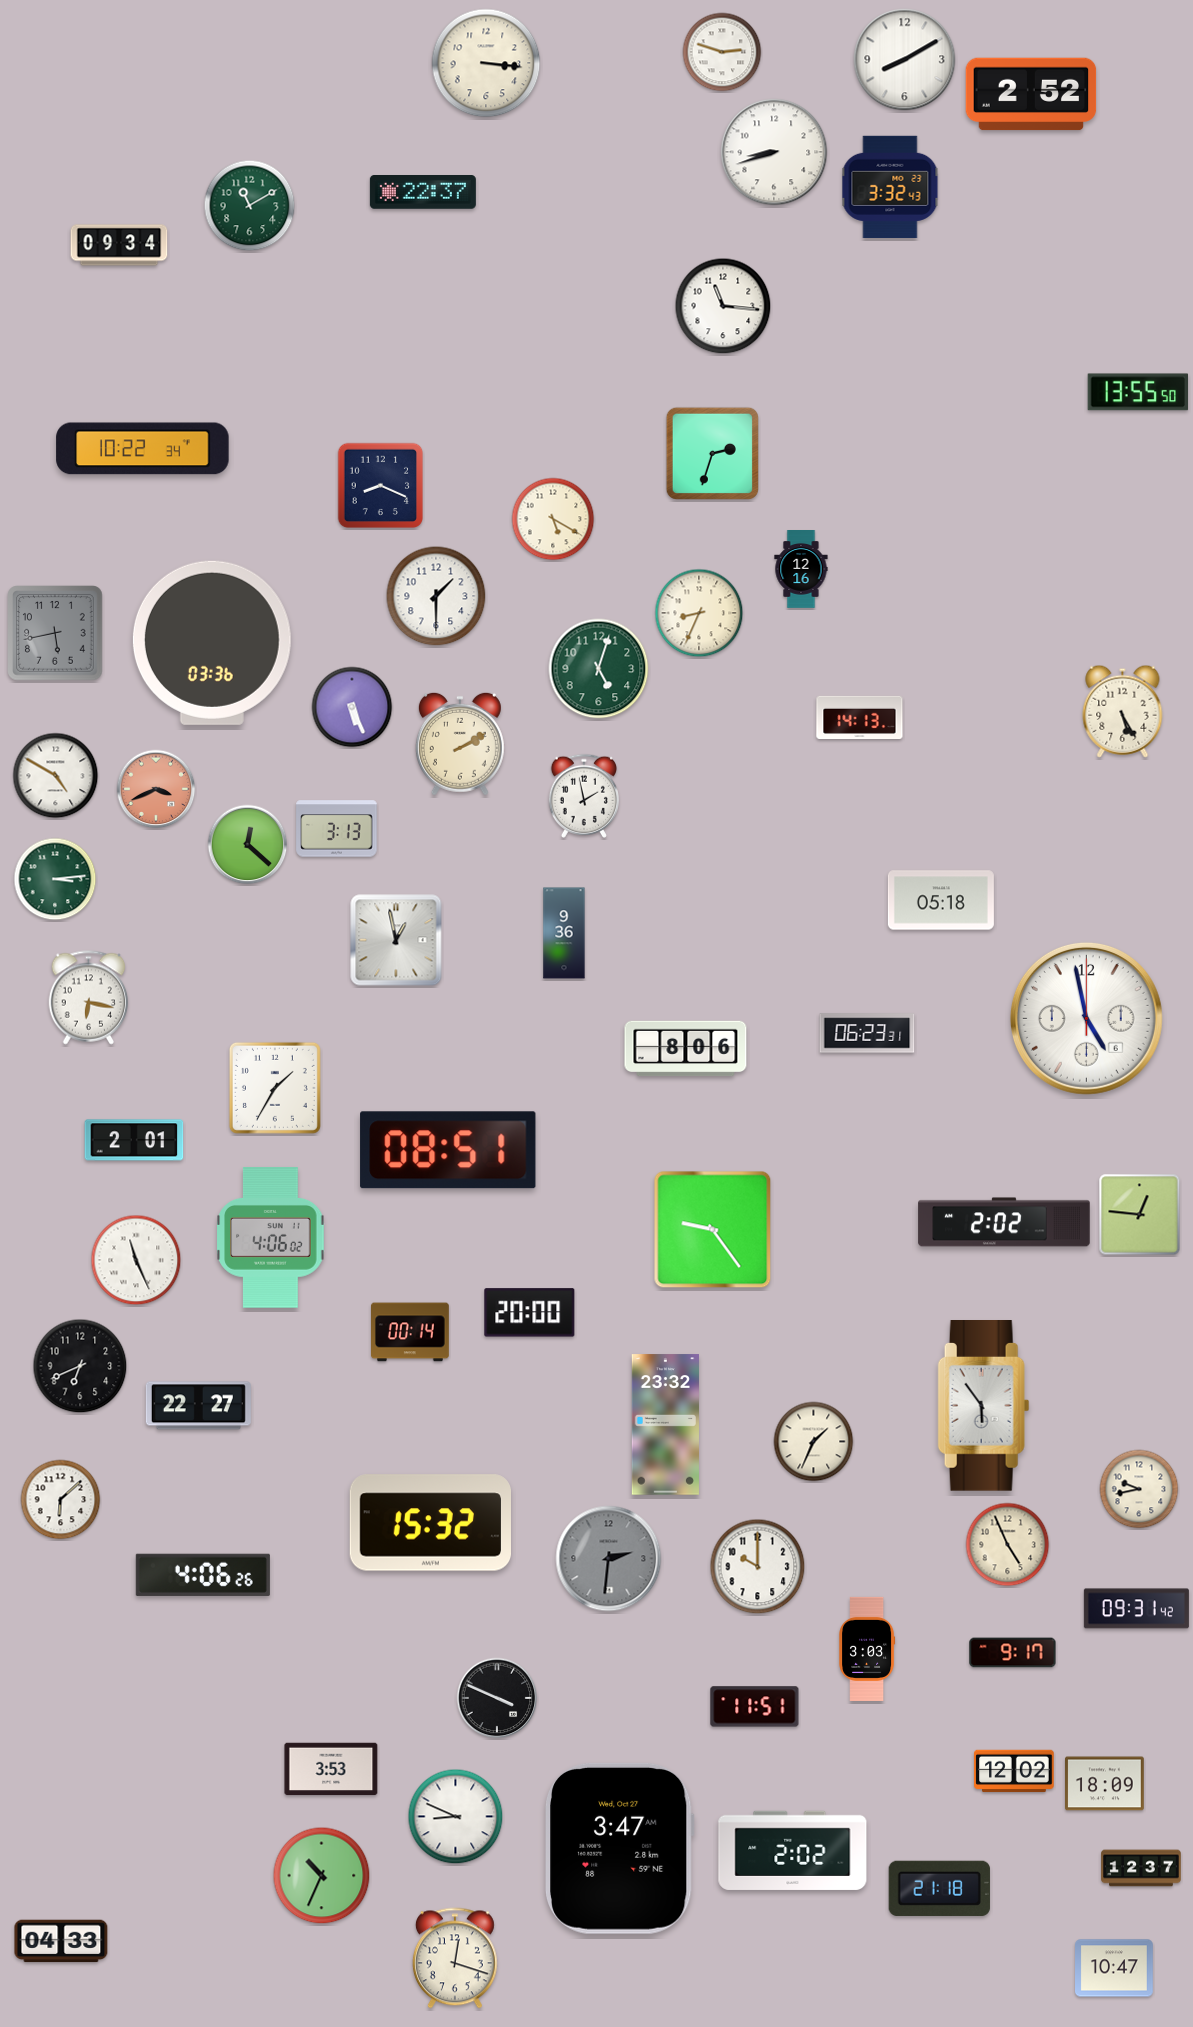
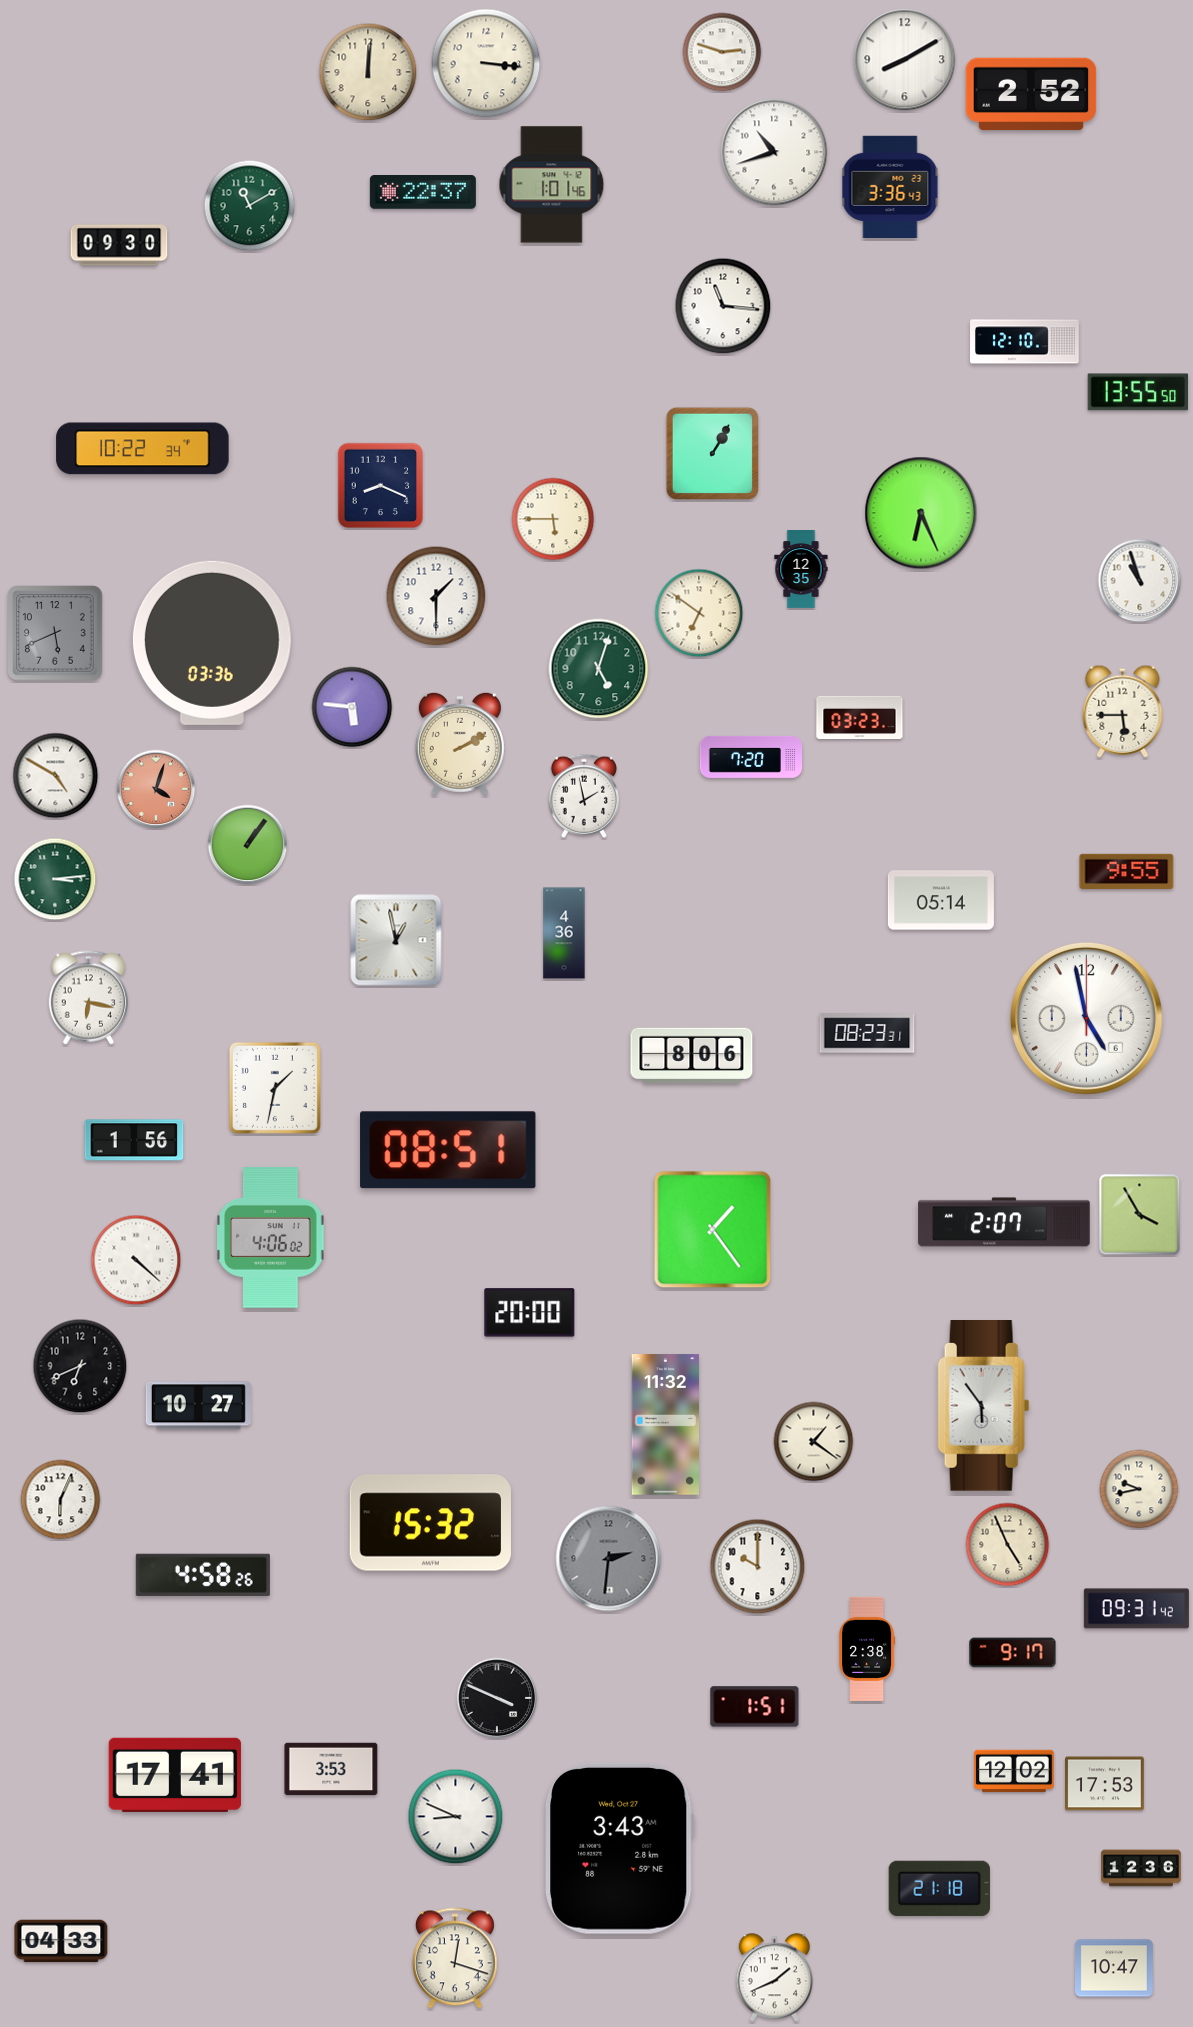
clock at (368, 72): none -> 12:01
clock at (774, 152): 8:42 -> 10:42
clock at (552, 185): none -> 1:01
clock at (890, 186): 3:32 -> 3:36
clock at (119, 245): 09:34 -> 09:30
clock at (1025, 342): none -> 12:10
clock at (712, 453): 2:33 -> 1:05
clock at (921, 513): none -> 6:26
clock at (553, 519): 5:20 -> 5:45
clock at (801, 569): 12:16 -> 12:35
clock at (1140, 581): none -> 10:57
clock at (699, 613): 8:34 -> 6:51
clock at (55, 633): 5:43 -> 5:41
clock at (352, 707): 5:26 -> 5:46
clock at (1123, 711): 5:25 -> 5:45
clock at (860, 717): 14:13 -> 03:23
clock at (751, 757): none -> 7:20
clock at (156, 789): 3:41 -> 4:03
clock at (337, 829): 3:13 -> none
clock at (248, 845): 12:22 -> 1:06
clock at (1127, 871): none -> 9:55
clock at (941, 900): 05:18 -> 05:14
clock at (564, 933): 9:36 -> 4:36
clock at (867, 1033): 06:23 -> 08:23
clock at (686, 1049) position: (686, 1049) -> (692, 1056)
clock at (275, 1088): 1:35 -> 1:32
clock at (134, 1140): 2:01 -> 1:56
clock at (1140, 1215): 12:46 -> 3:55
clock at (1004, 1222): 2:02 -> 2:07
clock at (713, 1230): 9:24 -> 1:24
clock at (136, 1260): 11:26 -> 4:22
clock at (411, 1332): 00:14 -> none
clock at (198, 1406): 22:27 -> 10:27
clock at (665, 1425): 23:32 -> 11:32
clock at (814, 1442): 1:34 -> 1:21
clock at (61, 1500): 6:08 -> 6:04
clock at (203, 1575): 4:06 -> 4:58
clock at (867, 1649): 3:03 -> 2:38
clock at (755, 1707): 11:51 -> 1:51
clock at (175, 1775): none -> 17:41
clock at (1105, 1784): 18:09 -> 17:53
clock at (619, 1848): 3:47 -> 3:43
clock at (793, 1850): 2:02 -> none
clock at (1141, 1868): 12:37 -> 12:36
clock at (322, 1876): 10:34 -> none
clock at (775, 1978): none -> 1:41
